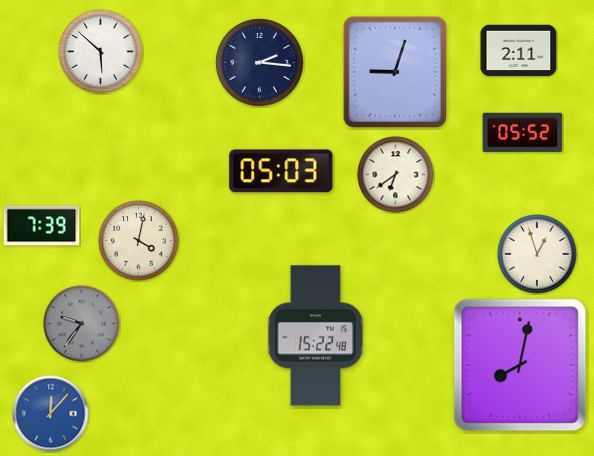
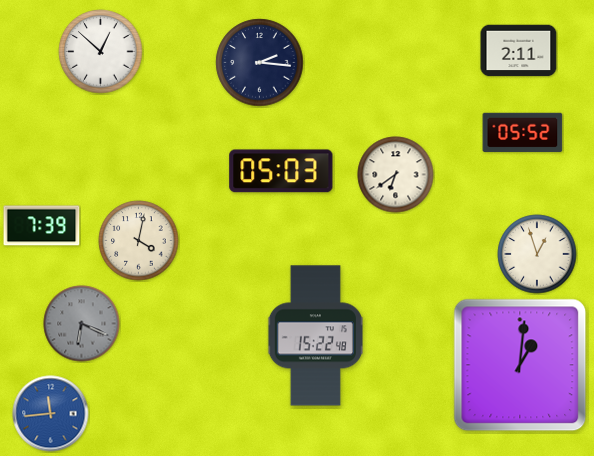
clock at (101, 52): 5:52 -> 12:52
clock at (395, 72): 9:03 -> none
clock at (82, 324): 9:36 -> 6:19
clock at (520, 365): 8:02 -> 1:01
clock at (51, 414): 12:07 -> 11:44
